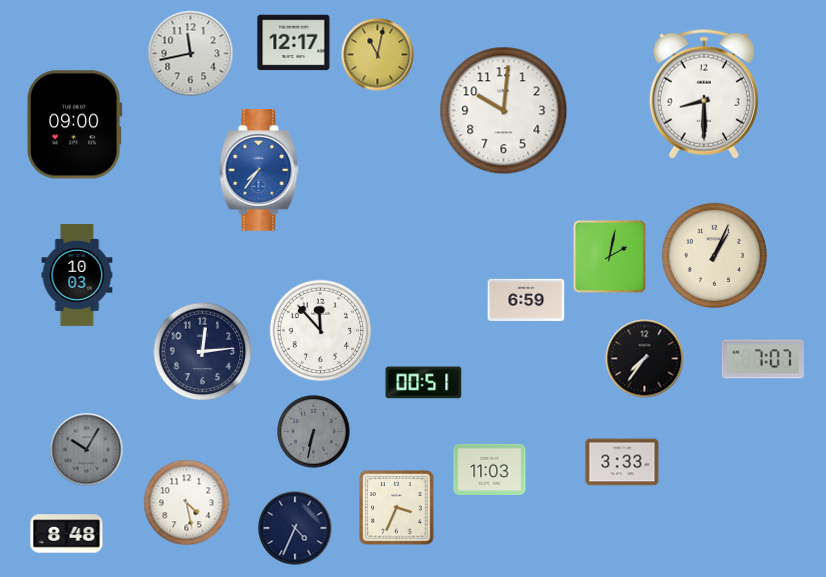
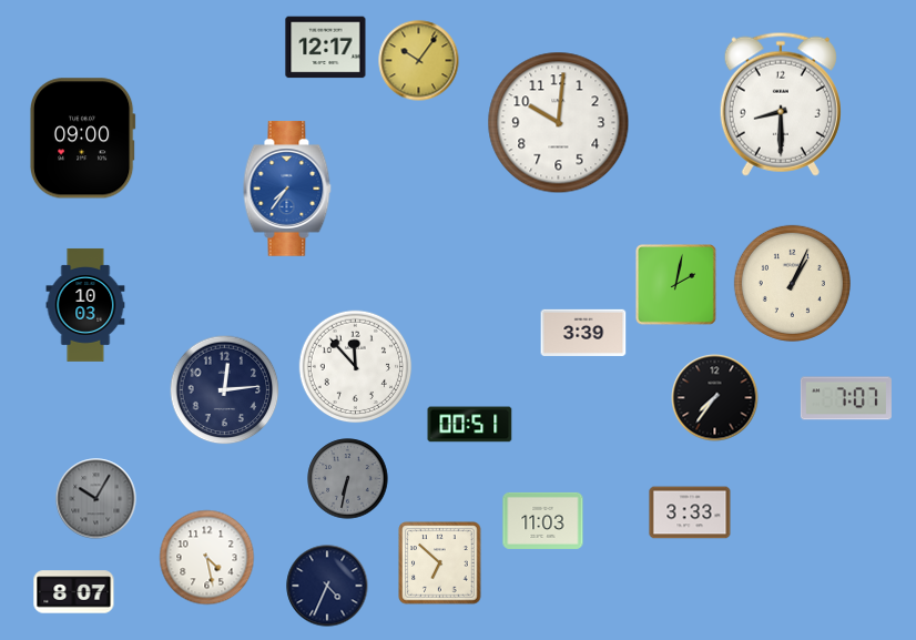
clock at (191, 54): 11:43 -> none
clock at (378, 55): 11:02 -> 10:06
clock at (526, 300): 6:59 -> 3:39
clock at (397, 508): 3:34 -> 6:52
clock at (67, 534): 8:48 -> 8:07
